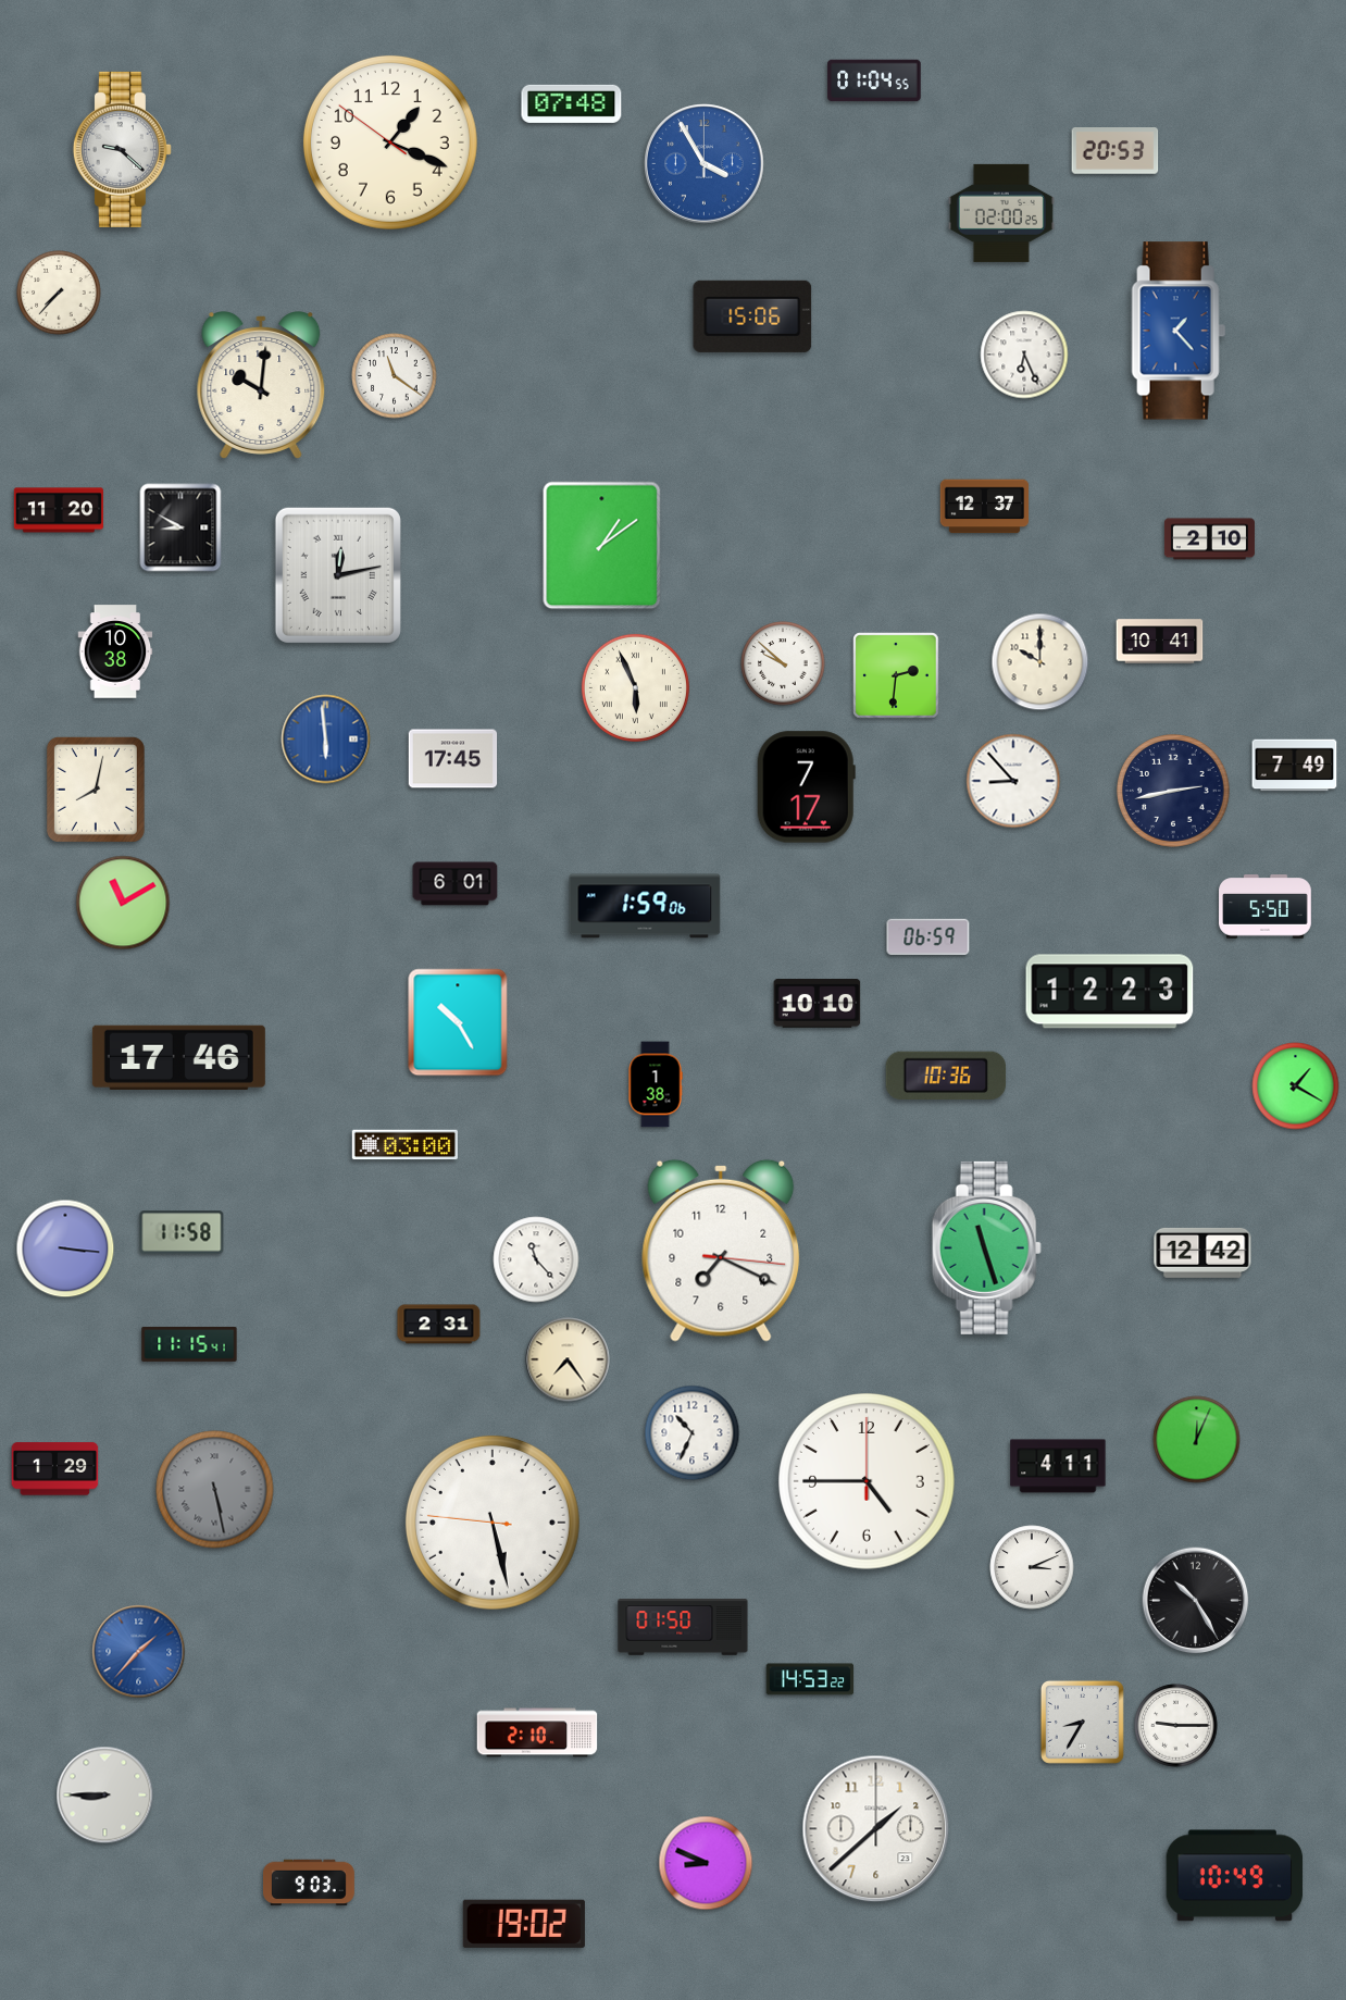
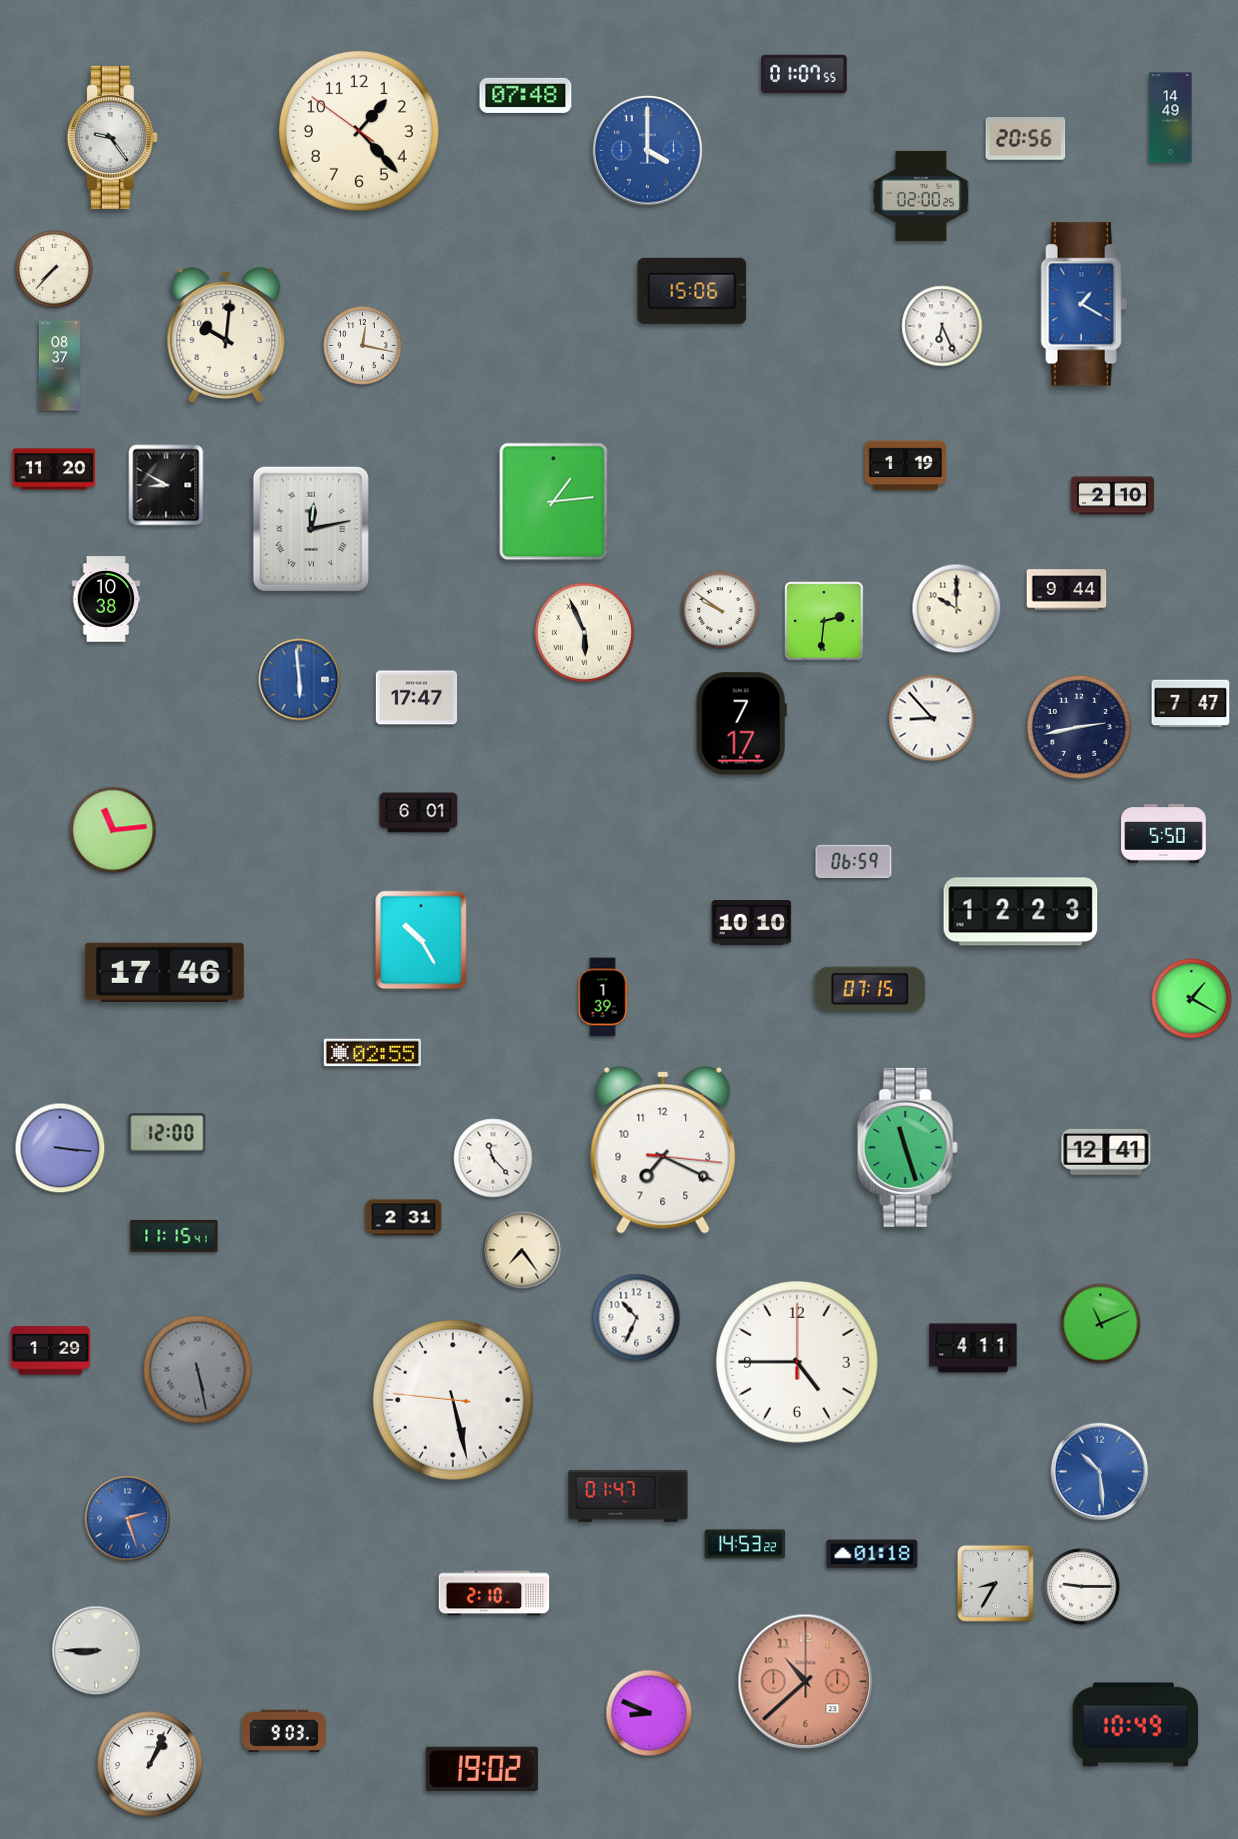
clock at (874, 80): 01:04 -> 01:07
clock at (1171, 118): none -> 14:49
clock at (390, 142): 1:18 -> 1:22
clock at (122, 149): 9:22 -> 9:24
clock at (1116, 151): 20:53 -> 20:56
clock at (705, 164): 3:55 -> 4:00
clock at (1179, 331): 1:23 -> 1:20
clock at (395, 376): 11:21 -> 12:17
clock at (261, 386) position: (261, 386) -> (226, 336)
clock at (59, 366): none -> 08:37
clock at (985, 507): 12:37 -> 1:19
clock at (602, 546): 1:09 -> 1:14
clock at (1160, 642): 10:41 -> 9:44
clock at (783, 663): 9:52 -> 9:51
clock at (453, 759): 17:45 -> 17:47
clock at (1295, 766): 7:49 -> 7:47
clock at (96, 790): 8:02 -> none
clock at (123, 903): 11:10 -> 11:14
clock at (645, 906): 1:59 -> none
clock at (946, 1076): 10:36 -> 07:15
clock at (656, 1084): 1:38 -> 1:39
clock at (404, 1145): 03:00 -> 02:55
clock at (182, 1232): 11:58 -> 12:00
clock at (1202, 1253): 12:42 -> 12:41
clock at (1197, 1440): 12:04 -> 11:11
clock at (1032, 1567): 3:11 -> none
clock at (1196, 1601): 10:25 -> 10:29
clock at (1196, 1601) dial: black -> blue
clock at (683, 1627): 01:50 -> 01:47
clock at (139, 1652): 1:37 -> 2:27
clock at (872, 1554): none -> 01:18
clock at (876, 1829): 1:38 -> 10:38
clock at (876, 1829) dial: white -> salmon
clock at (150, 1764): none -> 1:04
